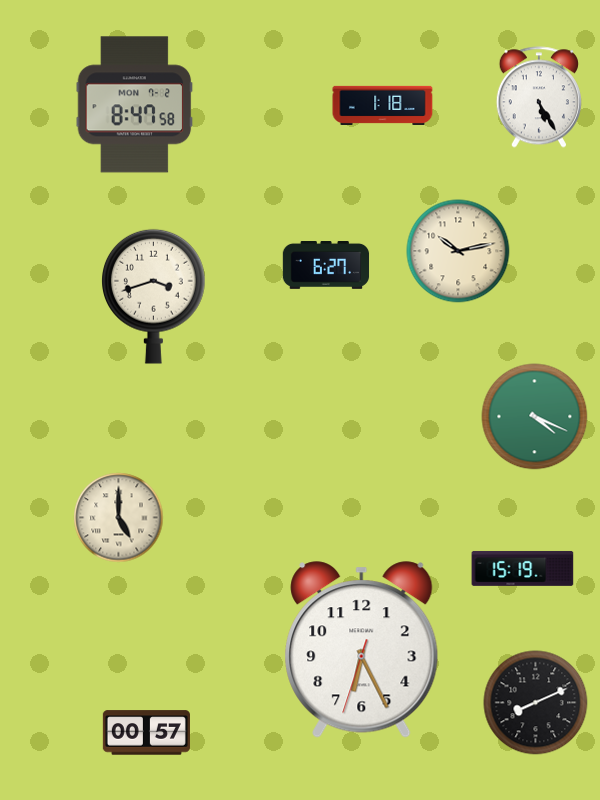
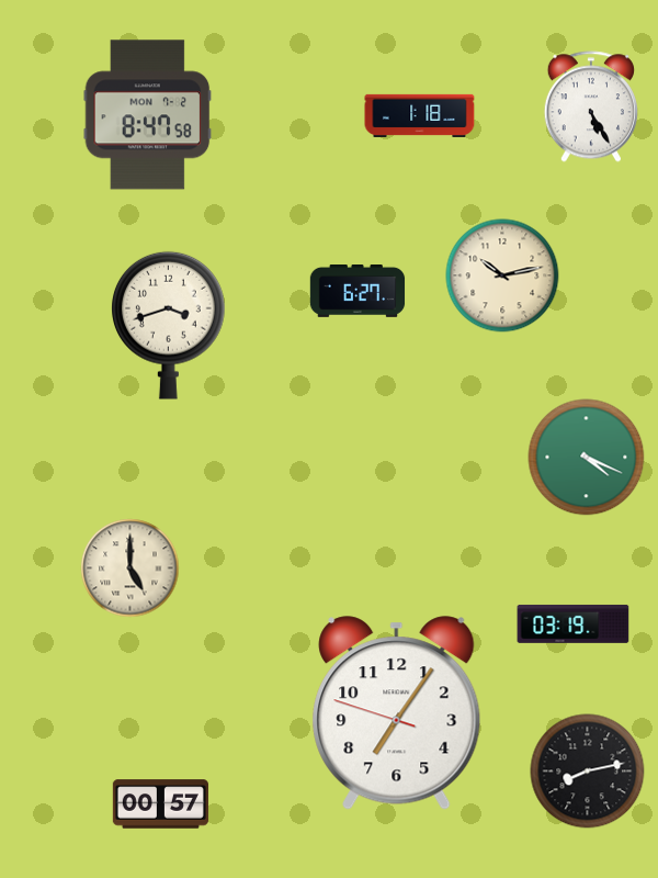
clock at (523, 569): 15:19 -> 03:19
clock at (362, 650): 6:25 -> 7:05
clock at (536, 703): 8:11 -> 8:13
